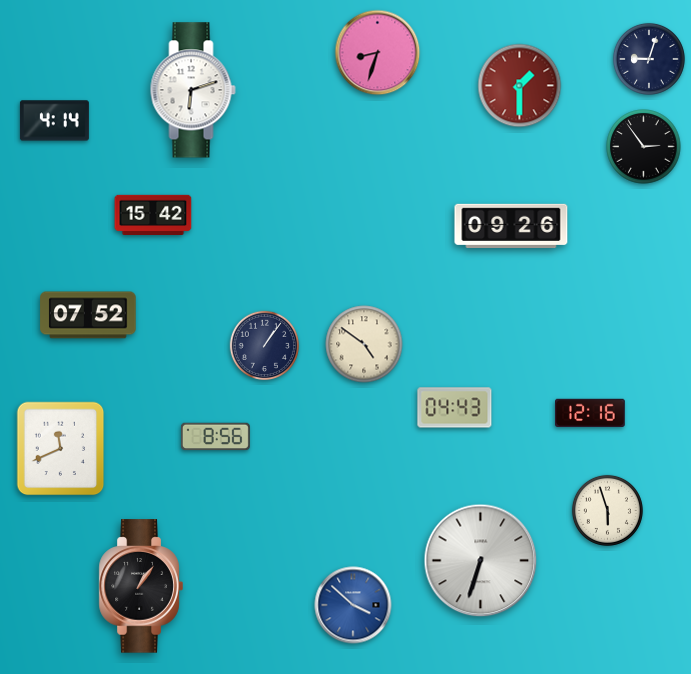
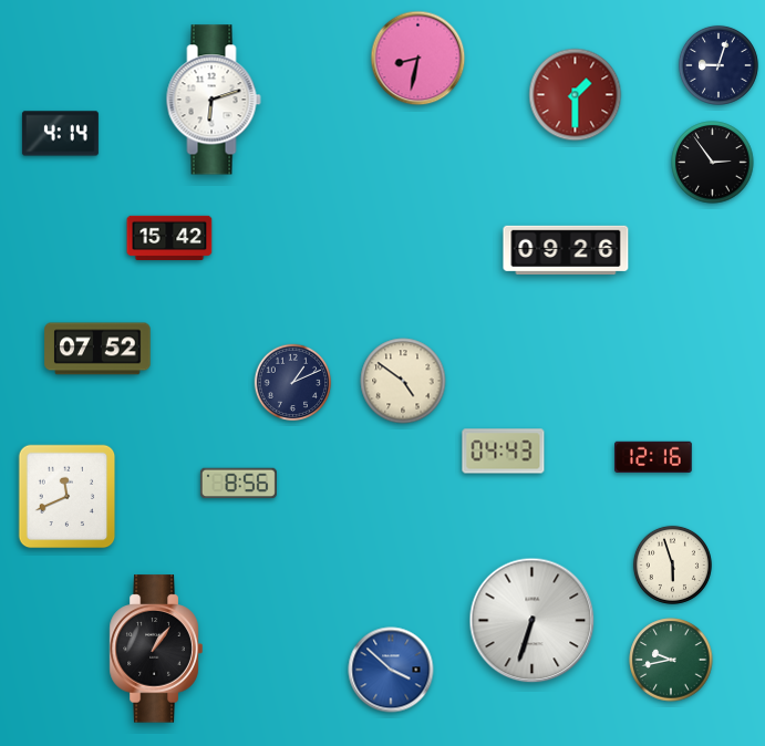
clock at (378, 53): 8:33 -> 8:32
clock at (265, 346): 1:06 -> 1:11
clock at (671, 660): none -> 9:43
